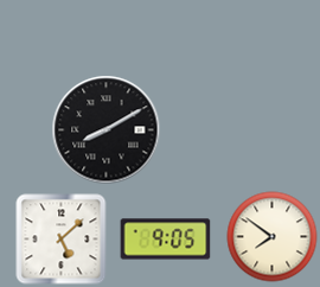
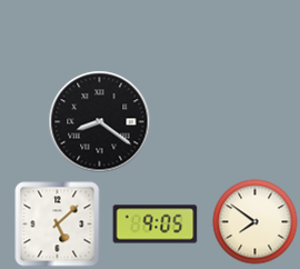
clock at (107, 130): 8:10 -> 8:21
